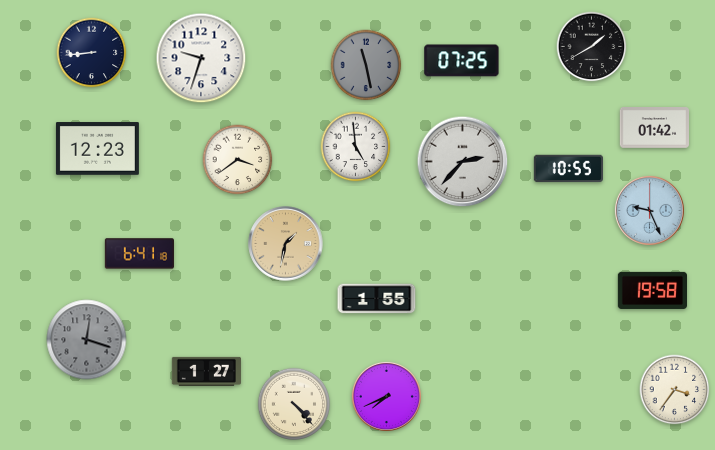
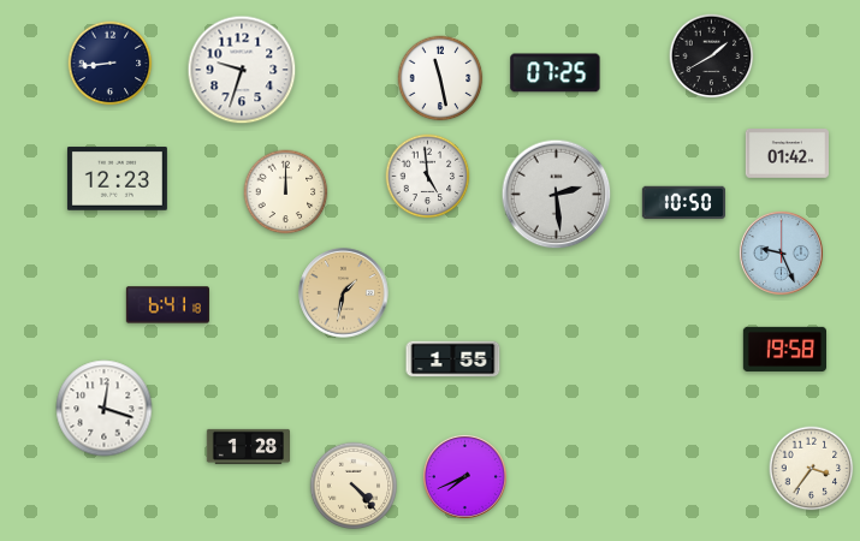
clock at (366, 65) dial: grey -> white
clock at (238, 160): 3:39 -> 12:00
clock at (463, 162): 2:37 -> 2:29
clock at (568, 169): 10:55 -> 10:50
clock at (87, 340) dial: grey -> white
clock at (206, 371): 1:27 -> 1:28
